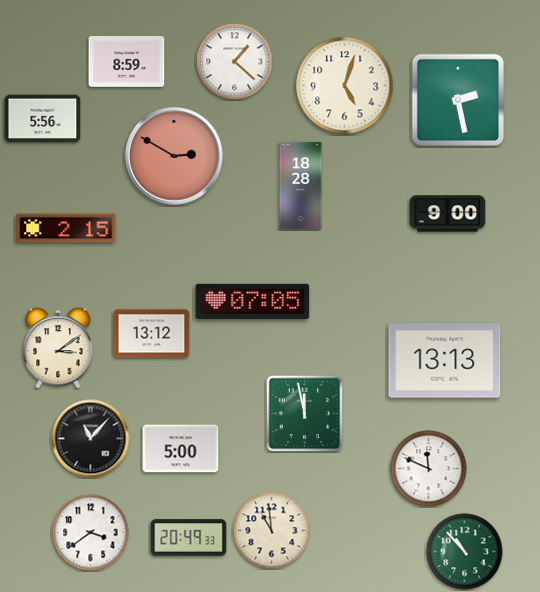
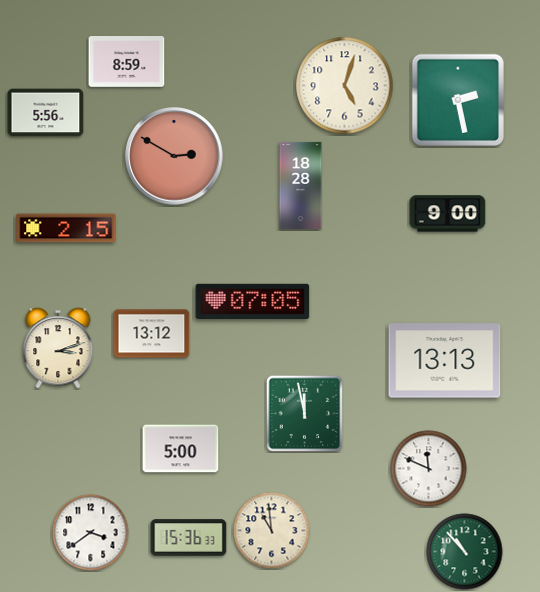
clock at (235, 62): 1:22 -> none
clock at (43, 119) position: (43, 119) -> (46, 113)
clock at (58, 348): 3:09 -> 3:12
clock at (91, 439): 11:07 -> none
clock at (189, 538): 20:49 -> 15:36
